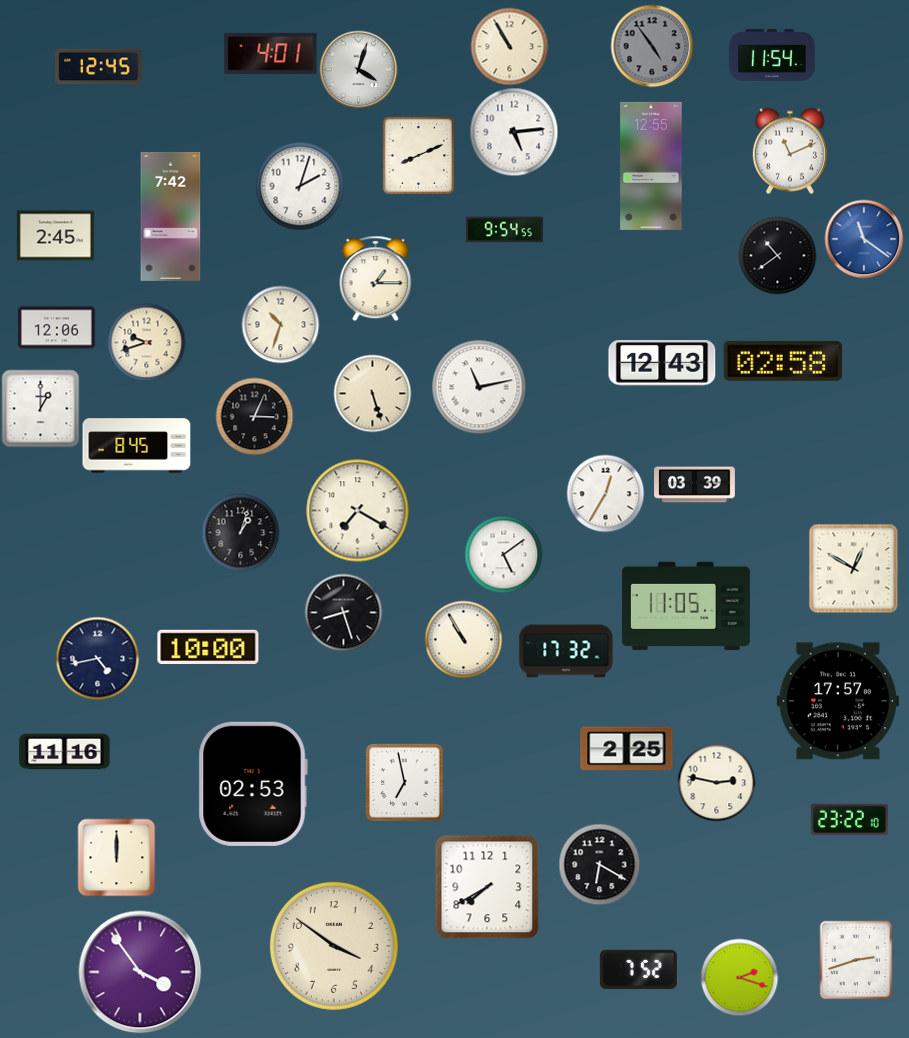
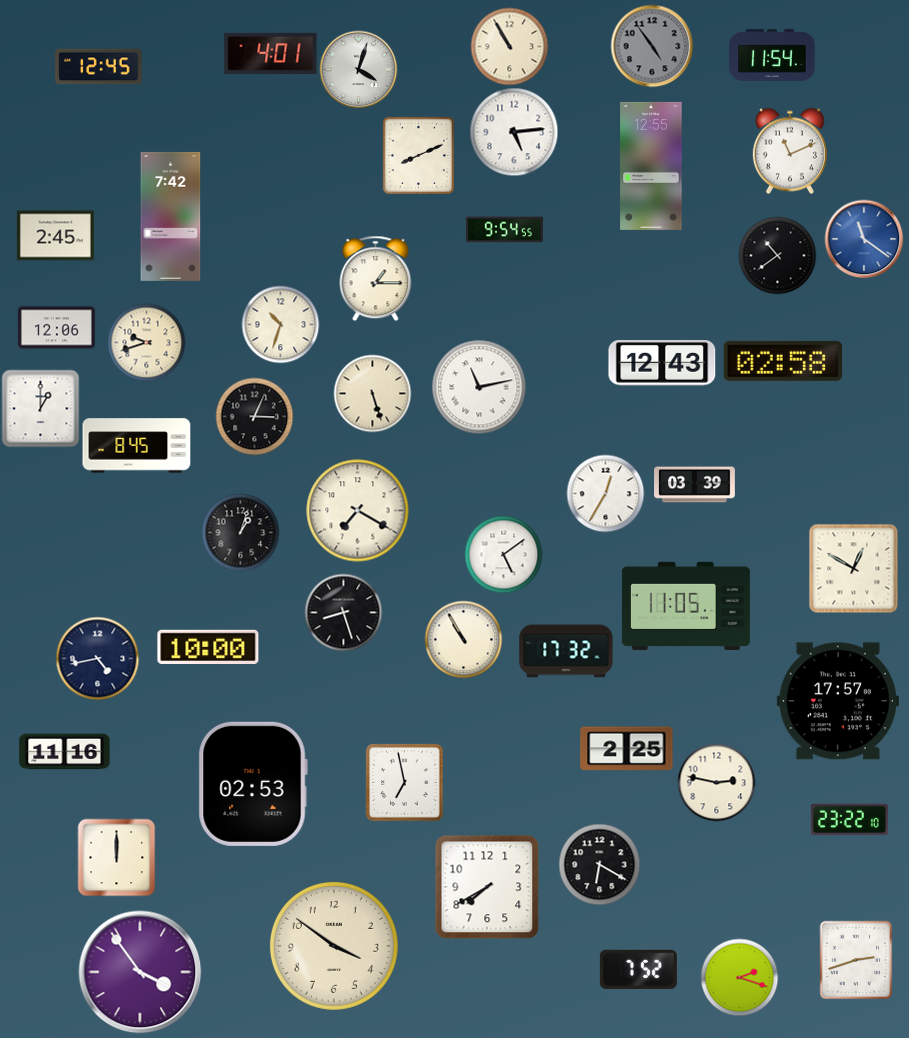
clock at (300, 186): 2:03 -> none
